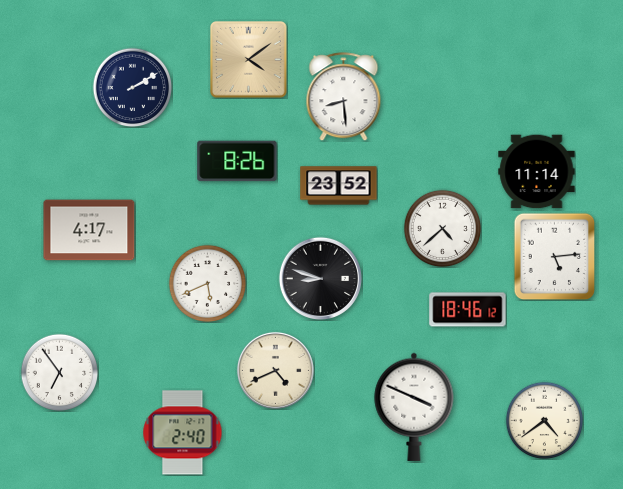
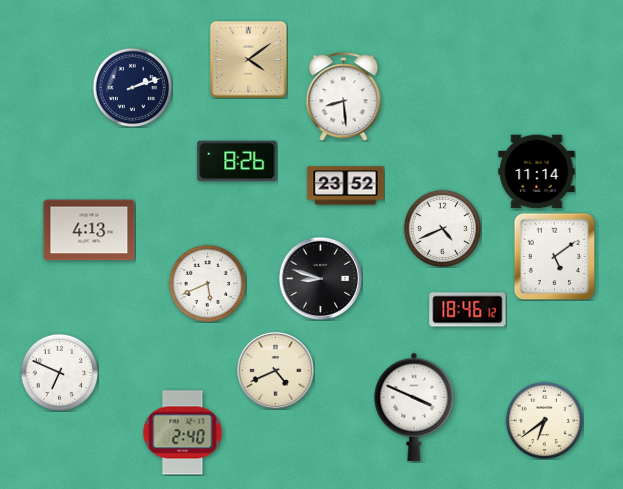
clock at (132, 87): 2:10 -> 2:12
clock at (339, 186) position: (339, 186) -> (346, 186)
clock at (442, 228): 4:38 -> 4:41
clock at (89, 230): 4:17 -> 4:13
clock at (555, 256): 5:14 -> 5:09
clock at (59, 372): 6:54 -> 6:49
clock at (544, 420): 4:39 -> 6:39
